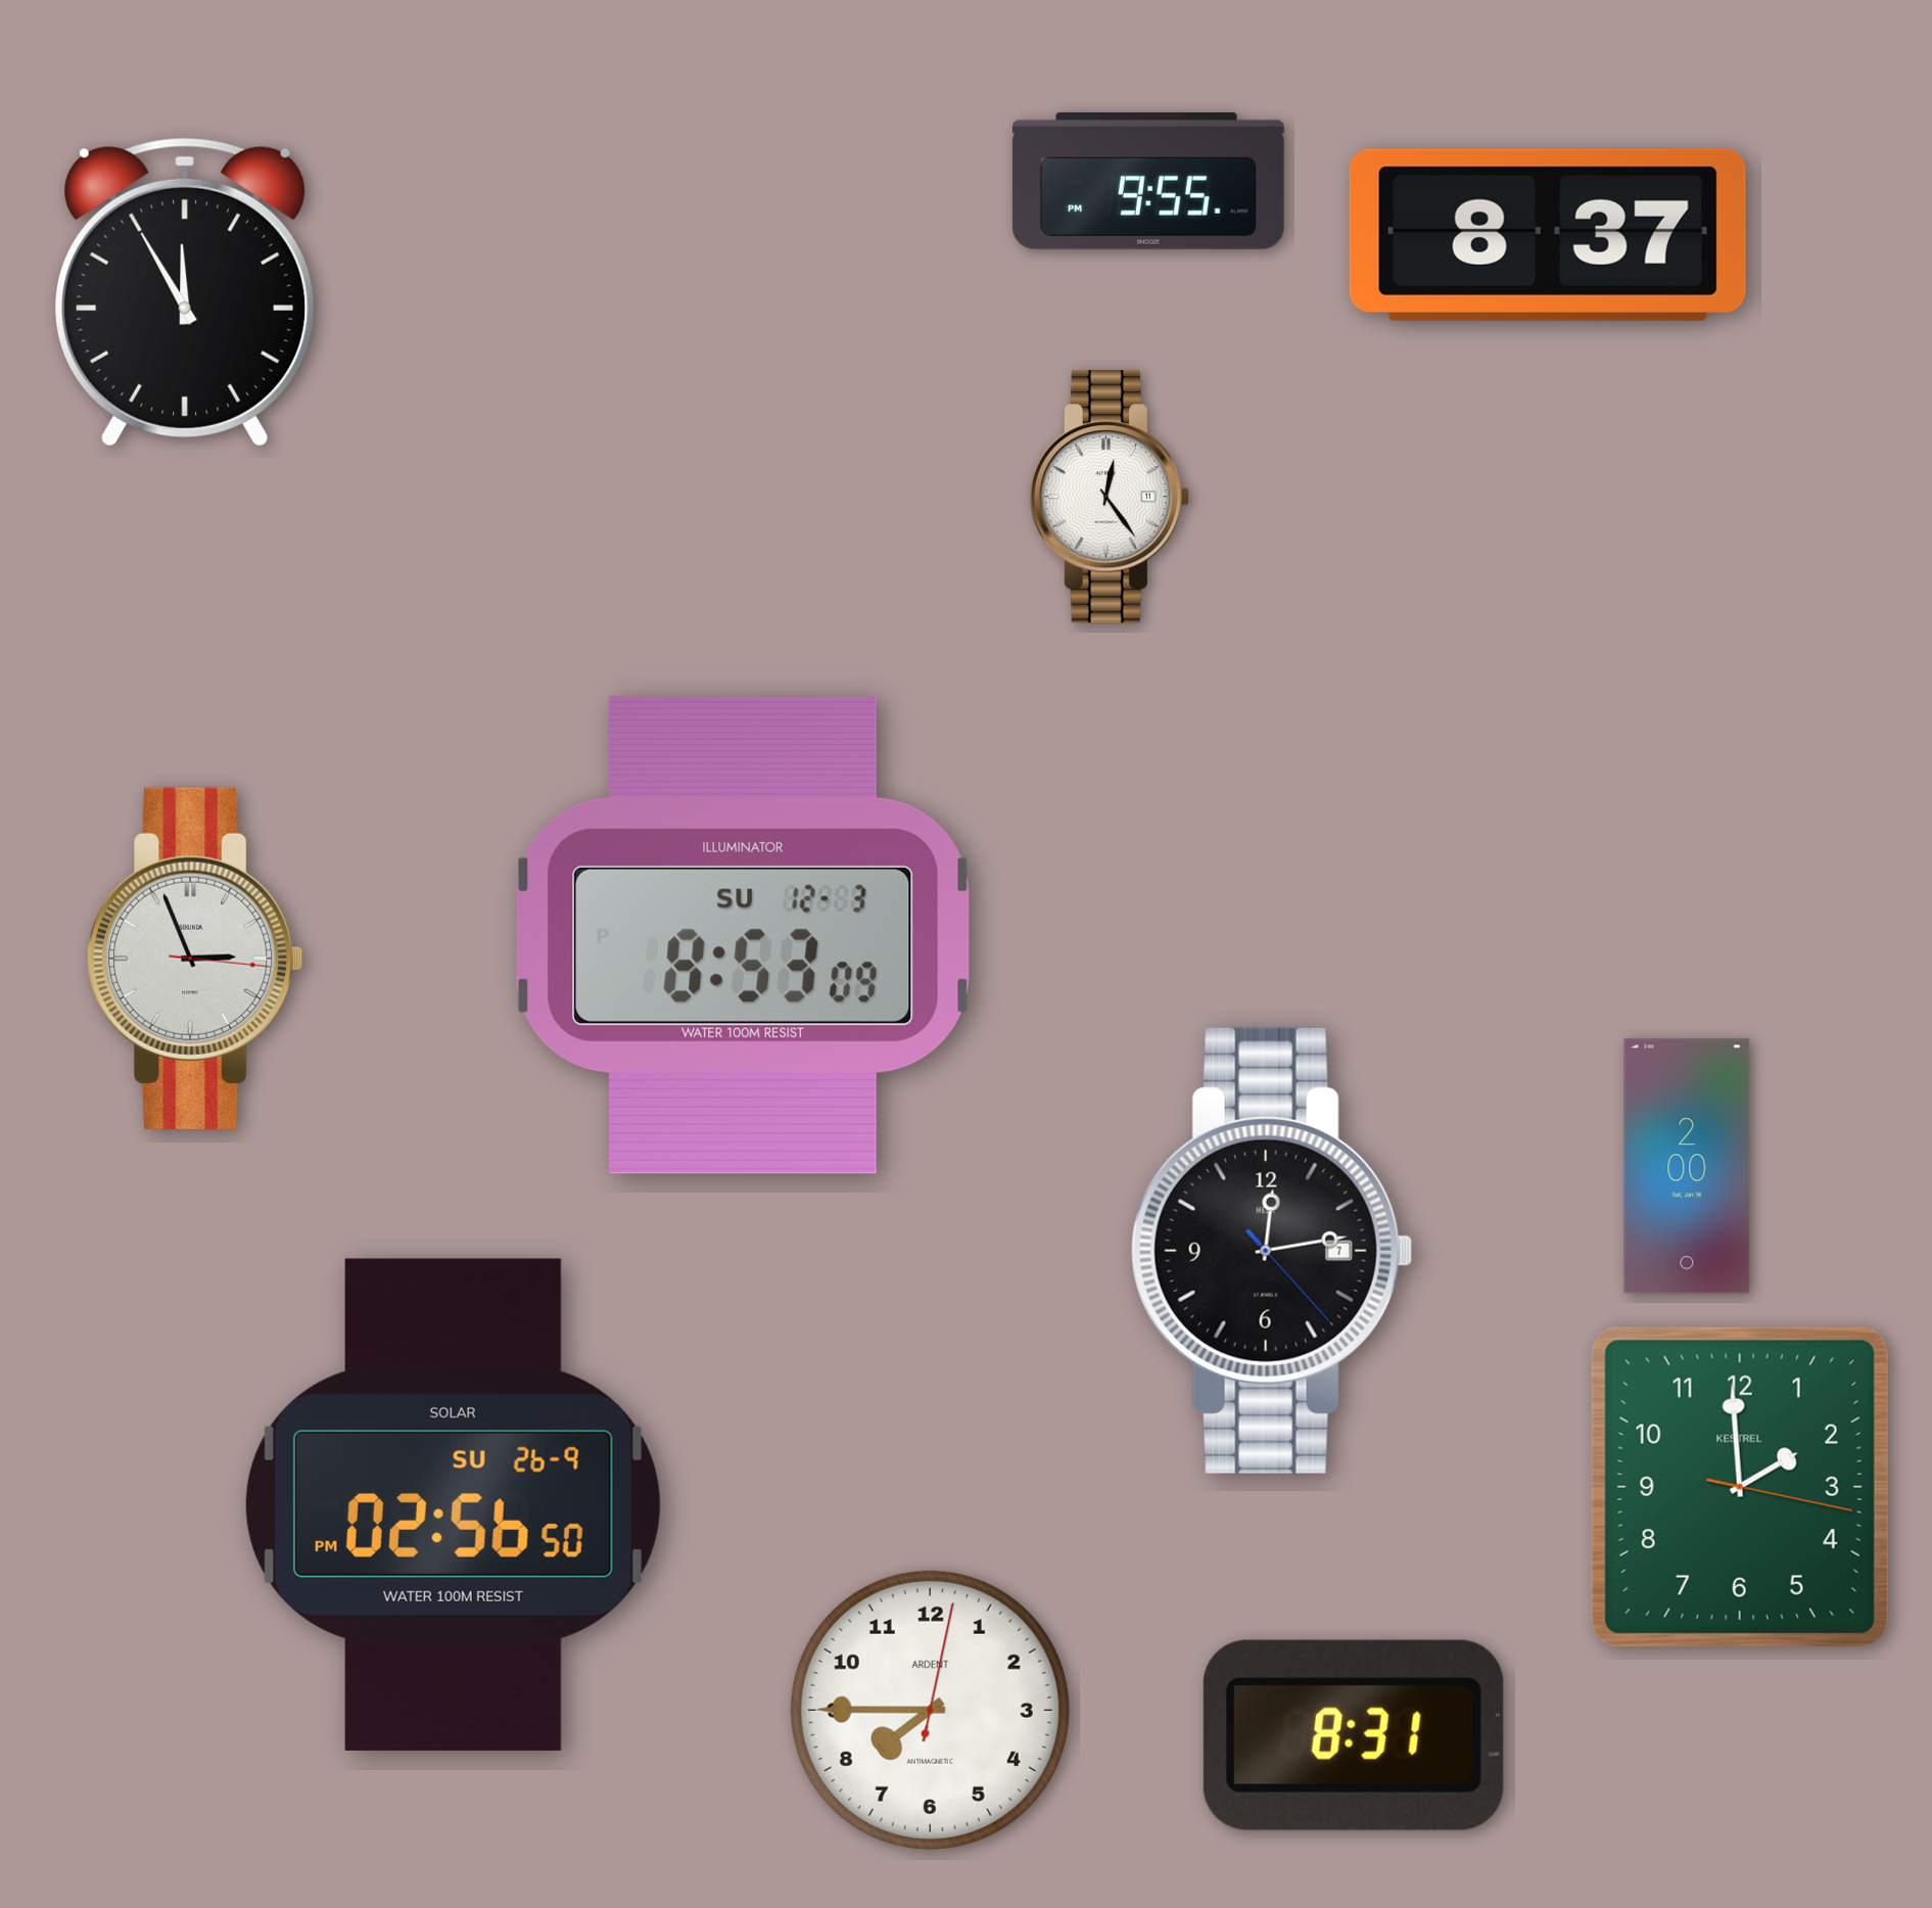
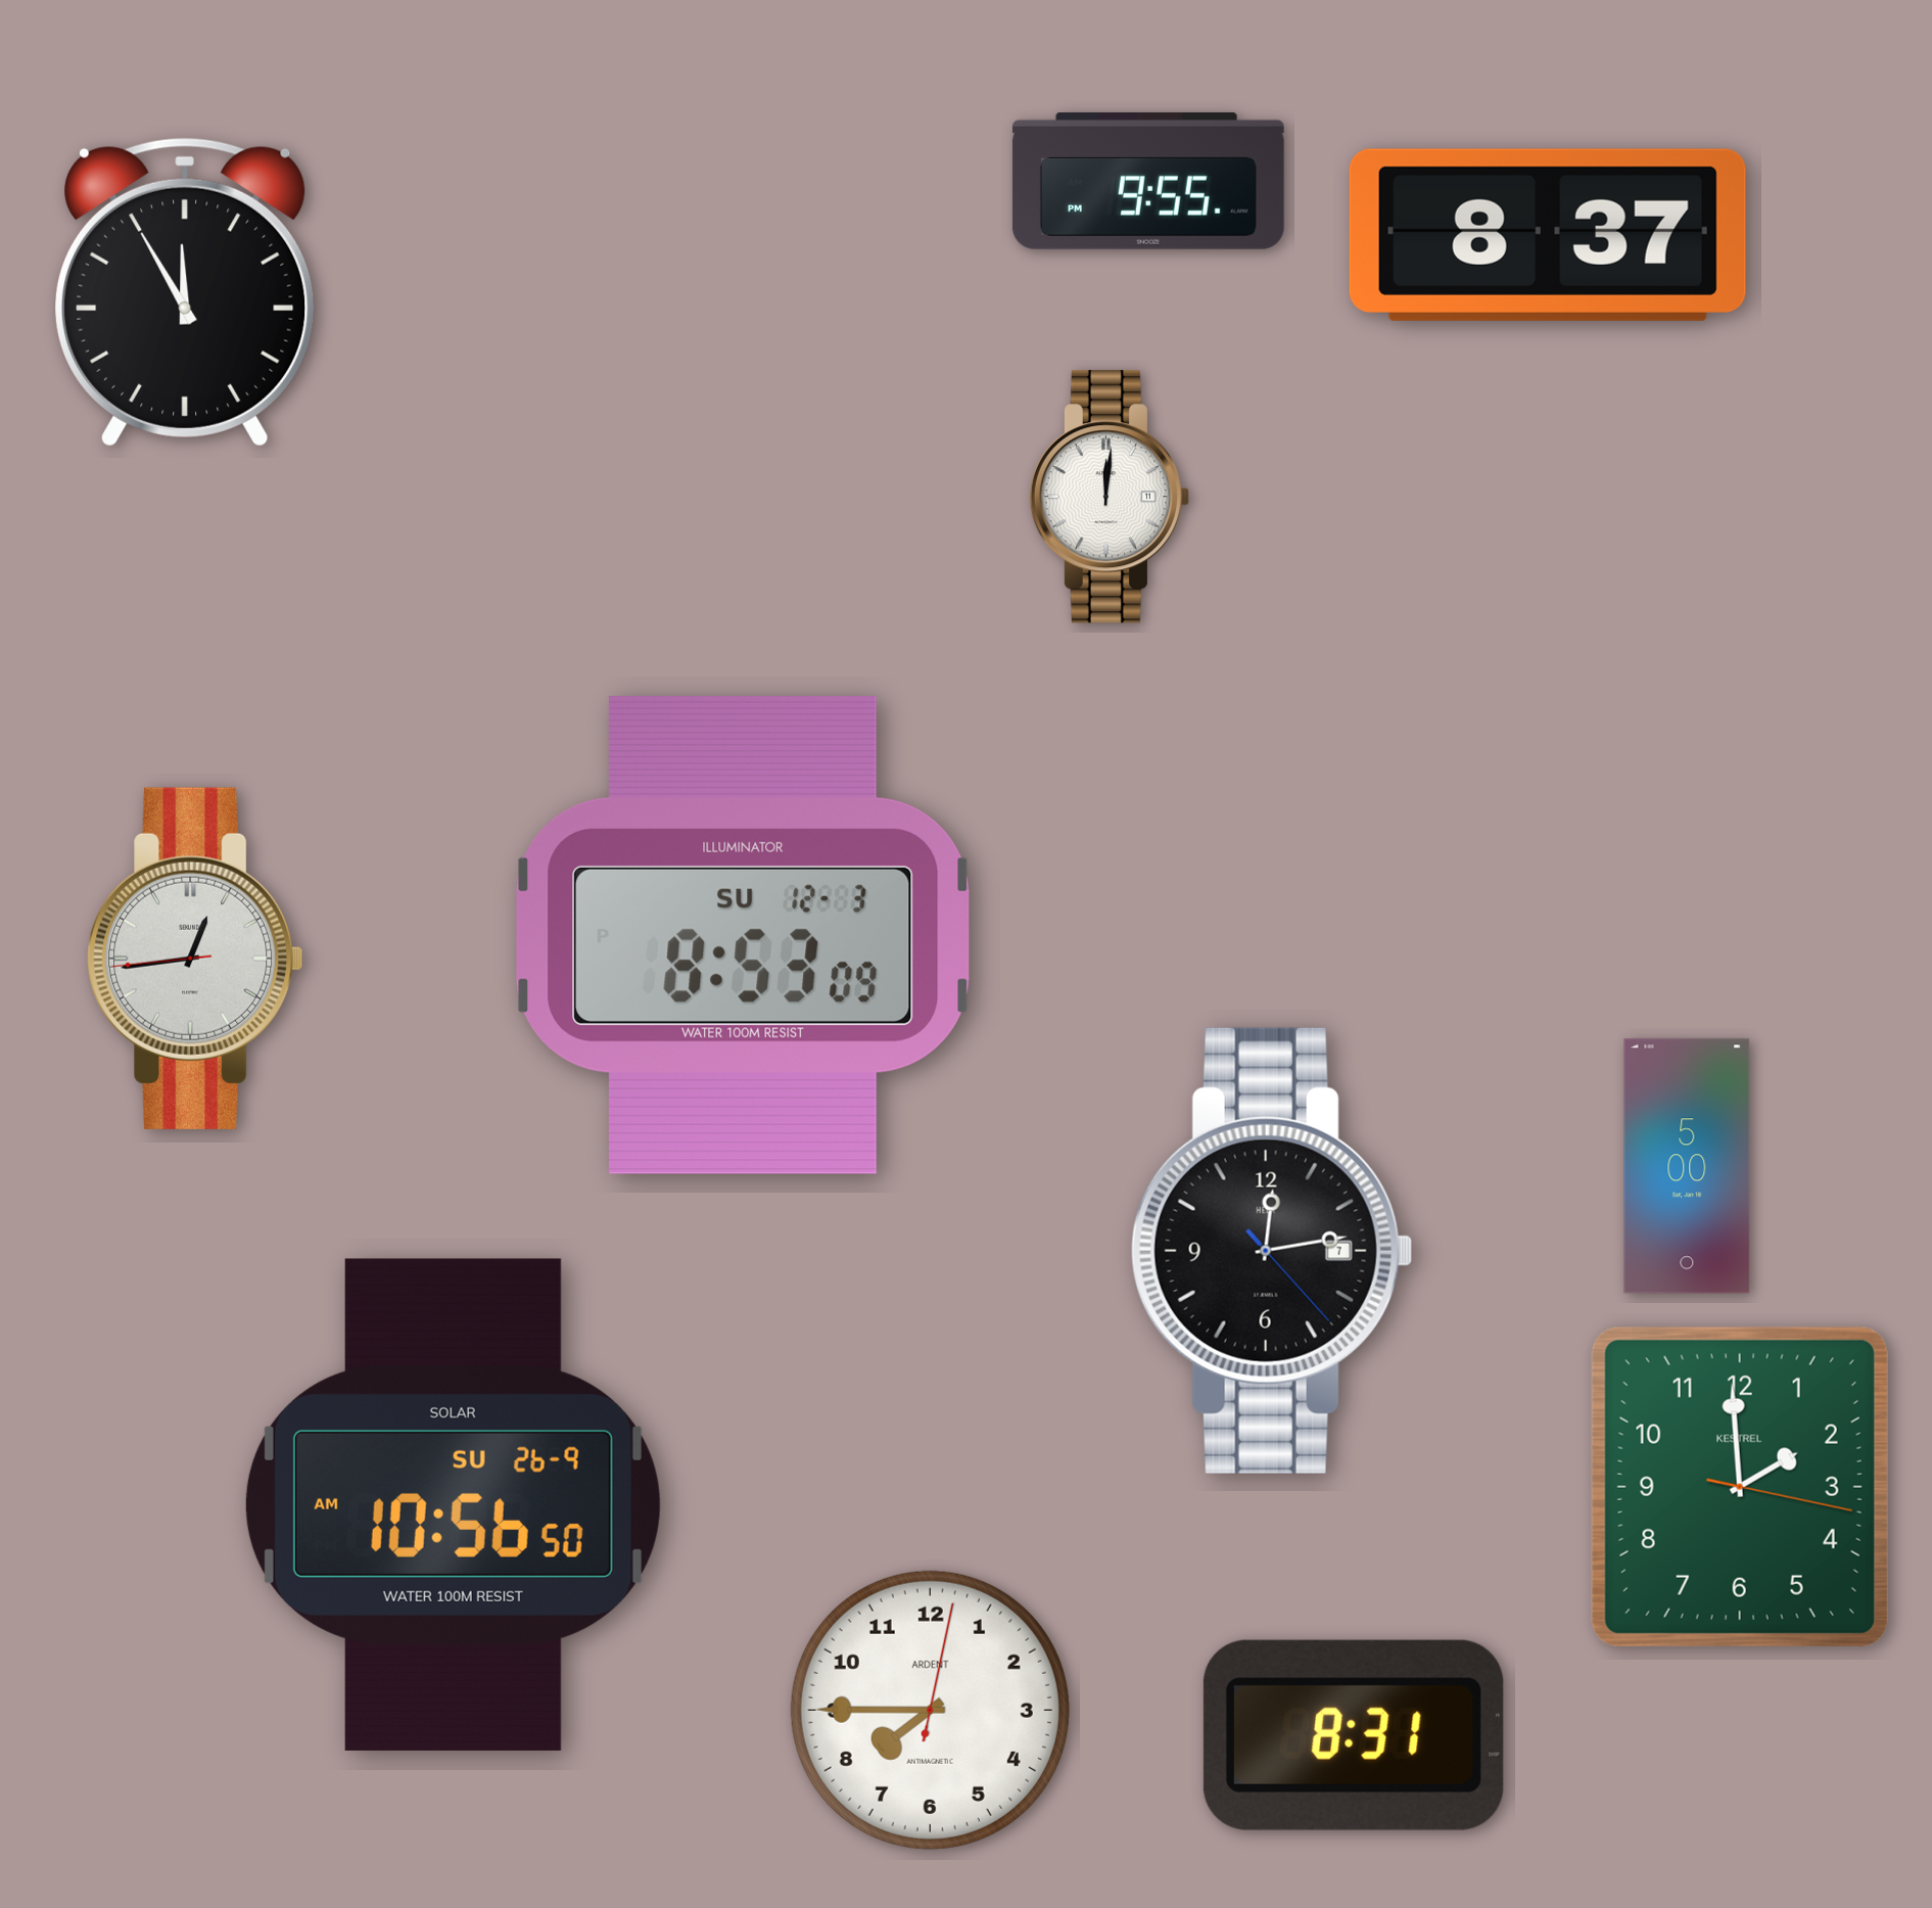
clock at (1110, 497): 12:24 -> 12:01
clock at (195, 959): 2:56 -> 12:43
clock at (1687, 1166): 2:00 -> 5:00
clock at (453, 1504): 02:56 -> 10:56
